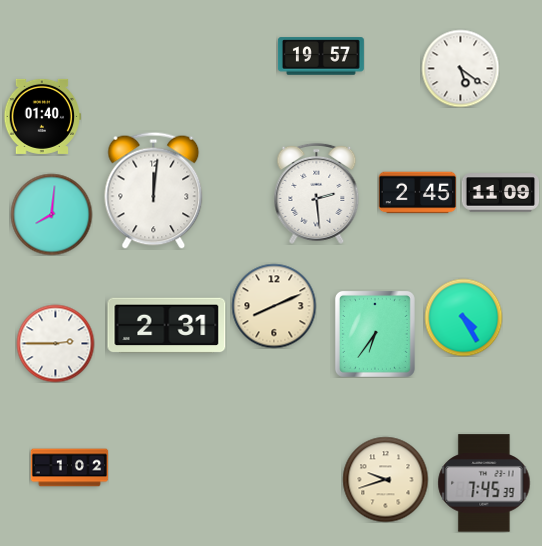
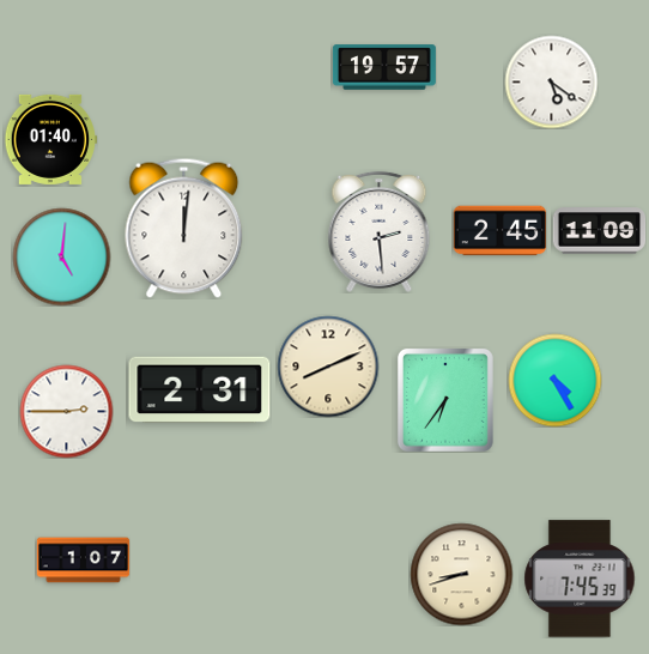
clock at (51, 214): 8:01 -> 5:01
clock at (375, 334) position: (375, 334) -> (445, 400)
clock at (69, 468): 1:02 -> 1:07
clock at (385, 479): 9:42 -> 8:42
